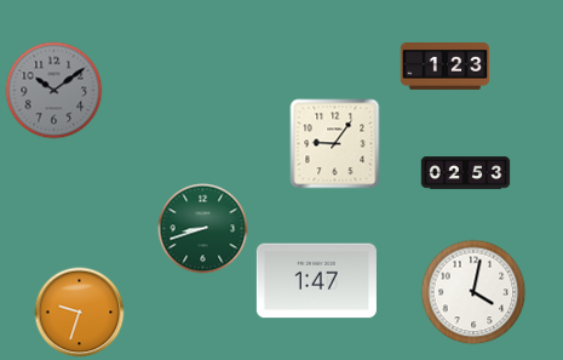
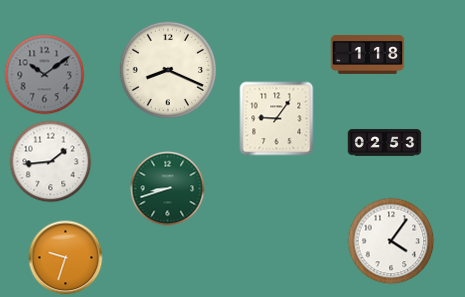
clock at (446, 67): 1:23 -> 1:18
clock at (168, 70): none -> 8:19
clock at (51, 162): none -> 1:44
clock at (316, 281): 1:47 -> none
clock at (473, 292): 4:02 -> 4:06
